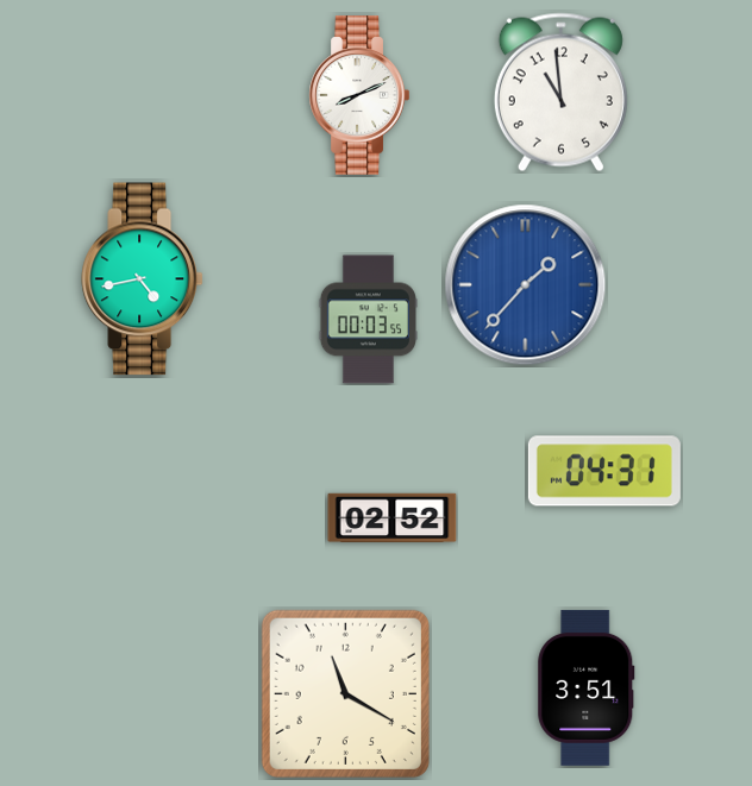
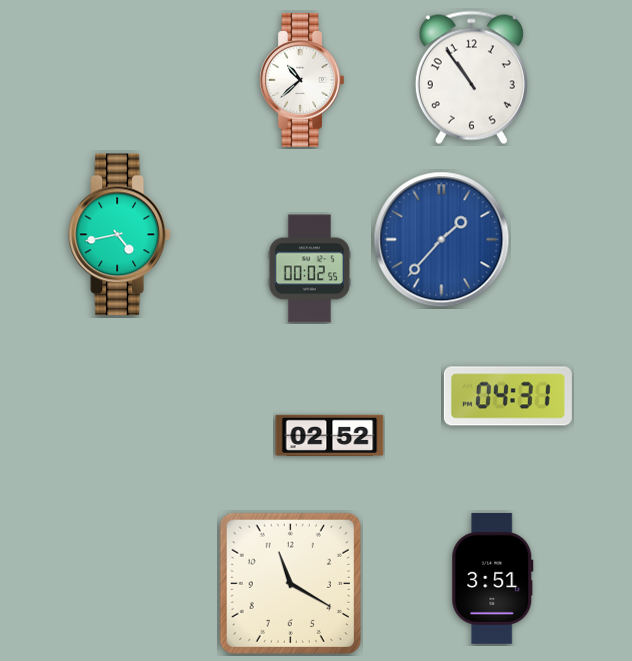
clock at (560, 93): 10:59 -> 10:54
clock at (359, 96): 8:11 -> 10:38
clock at (368, 320): 00:03 -> 00:02
